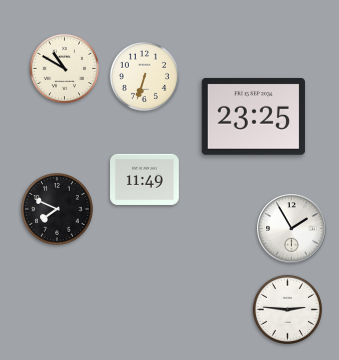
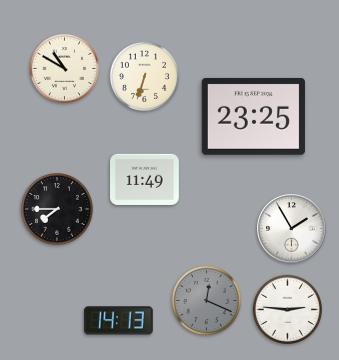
clock at (58, 210): 7:49 -> 7:45
clock at (206, 300): none -> 12:19
clock at (118, 321): none -> 14:13
